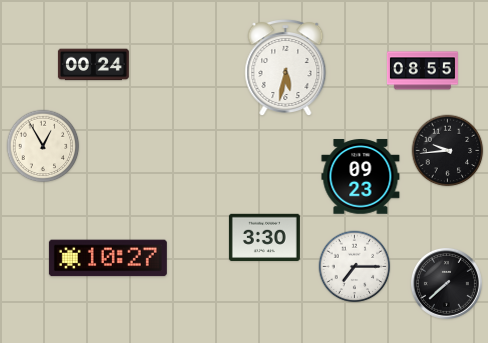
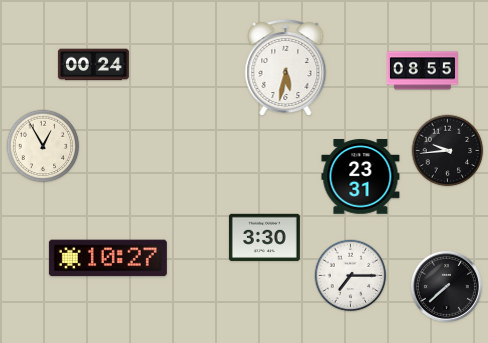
clock at (361, 177): 09:23 -> 23:31
clock at (355, 267) position: (355, 267) -> (351, 276)
clock at (446, 283) position: (446, 283) -> (446, 286)
